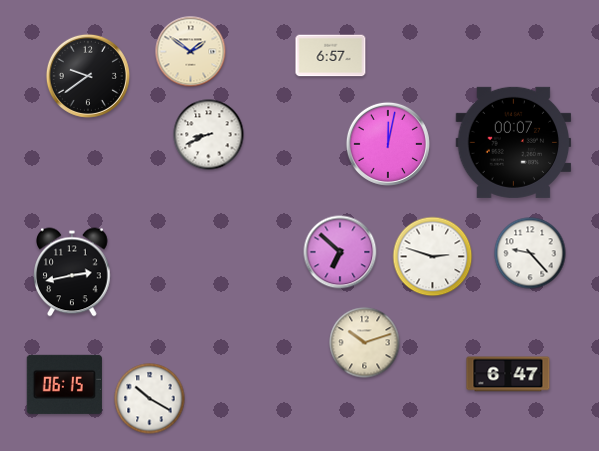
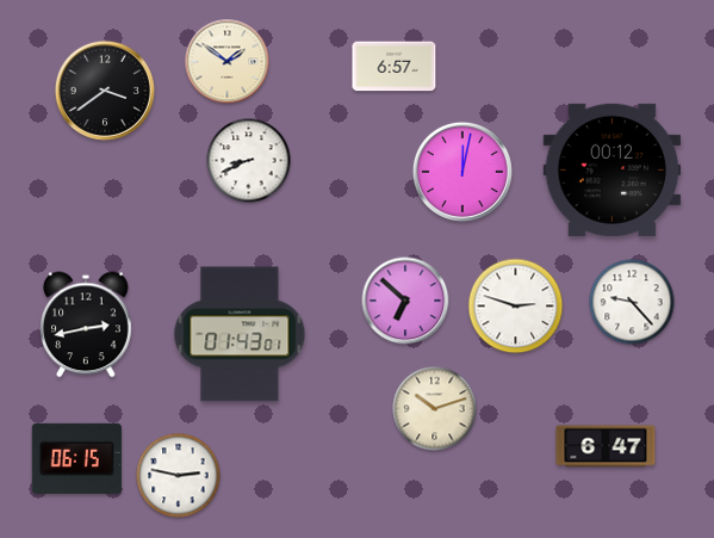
clock at (88, 76): 9:39 -> 3:39
clock at (514, 142): 00:07 -> 00:12
clock at (240, 334): none -> 01:43
clock at (150, 399): 10:20 -> 2:47
